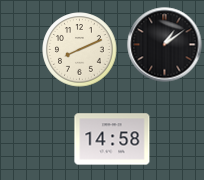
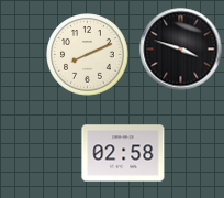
clock at (165, 45): 1:09 -> 3:48
clock at (112, 139): 14:58 -> 02:58
